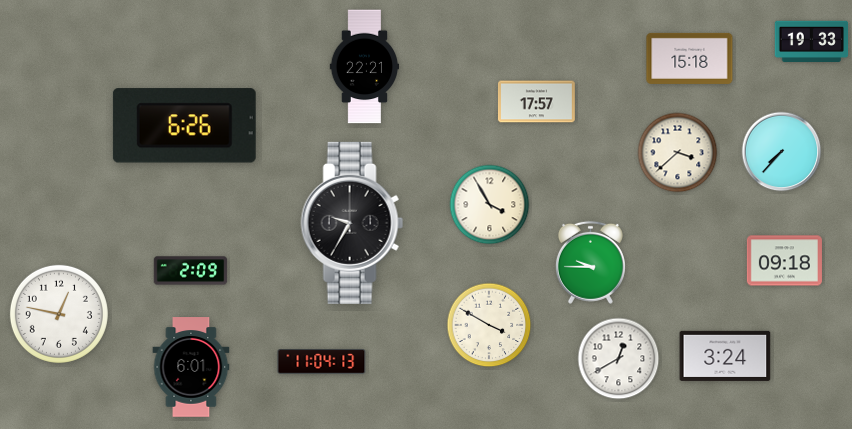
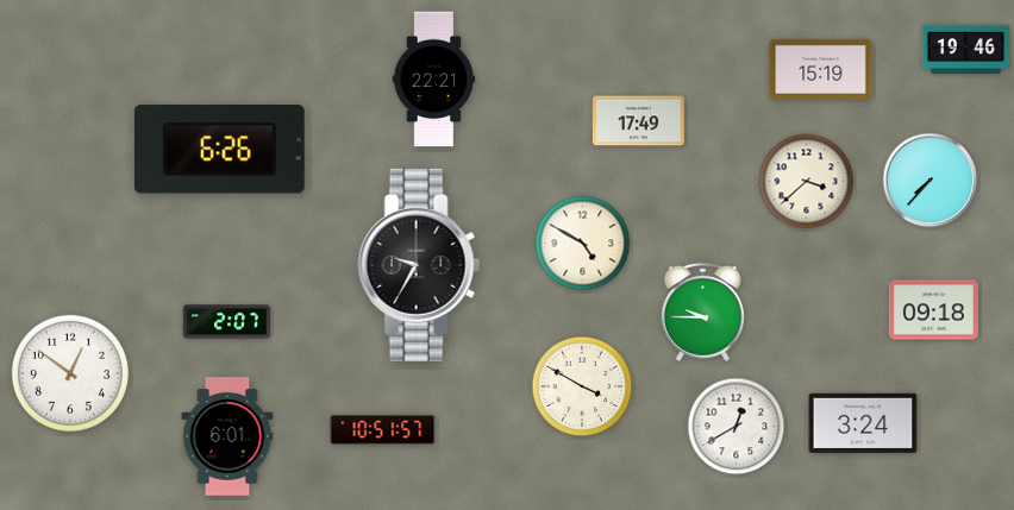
clock at (812, 42): 19:33 -> 19:46
clock at (690, 58): 15:18 -> 15:19
clock at (536, 102): 17:57 -> 17:49
clock at (490, 205): 3:55 -> 4:50
clock at (191, 271): 2:09 -> 2:07
clock at (59, 314): 12:47 -> 12:51
clock at (322, 362): 11:04 -> 10:51
